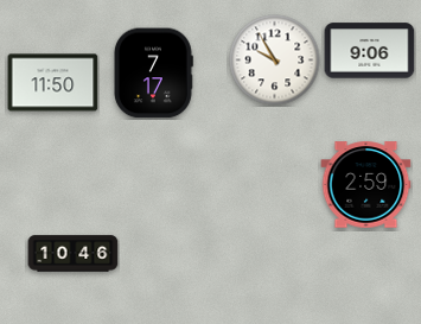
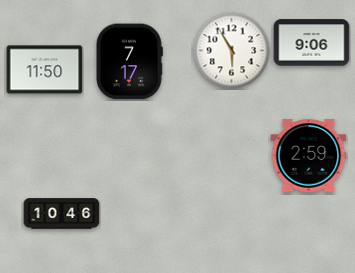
clock at (275, 61): 9:55 -> 5:55
